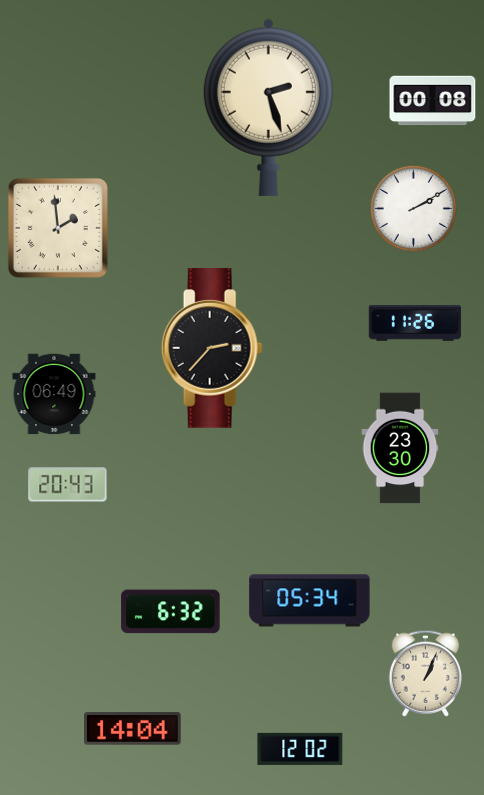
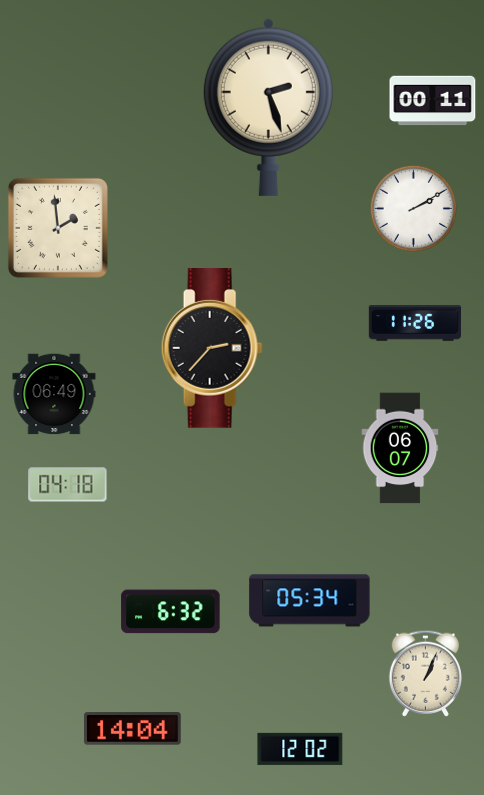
clock at (433, 101): 00:08 -> 00:11
clock at (400, 448): 23:30 -> 06:07
clock at (68, 485): 20:43 -> 04:18
